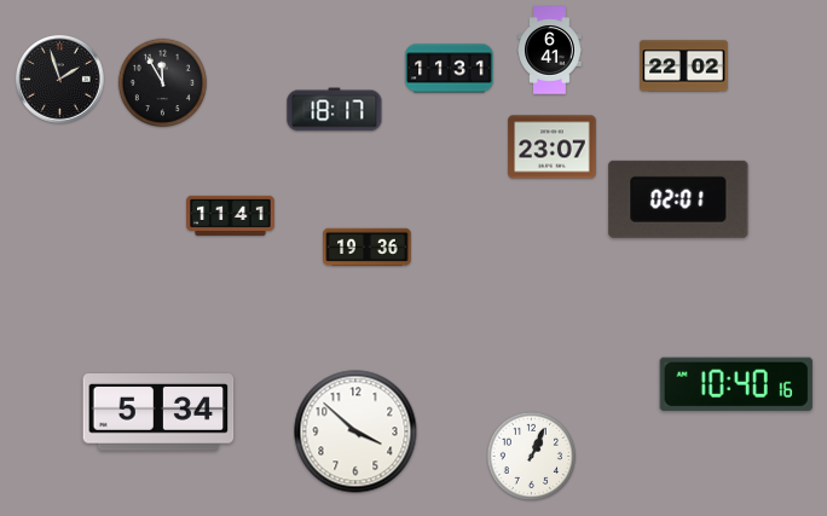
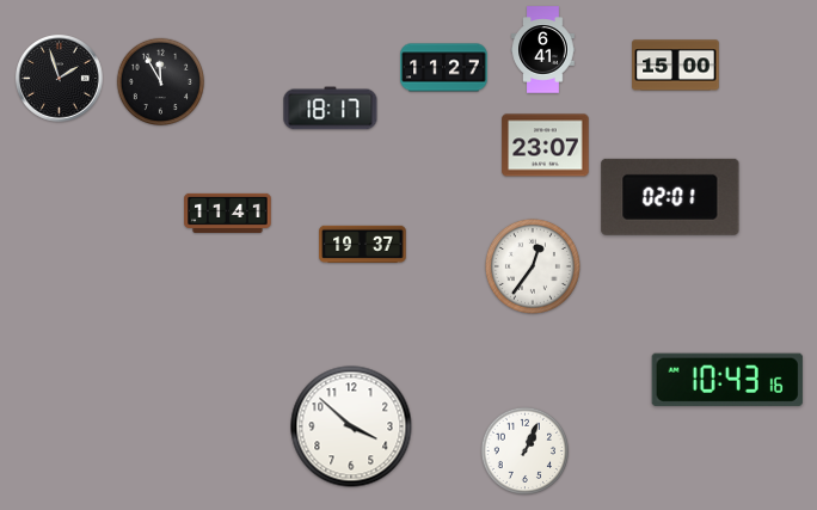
clock at (684, 66): 22:02 -> 15:00
clock at (450, 69): 11:31 -> 11:27
clock at (368, 247): 19:36 -> 19:37
clock at (533, 266): none -> 12:36
clock at (736, 384): 10:40 -> 10:43
clock at (158, 413): 5:34 -> none
